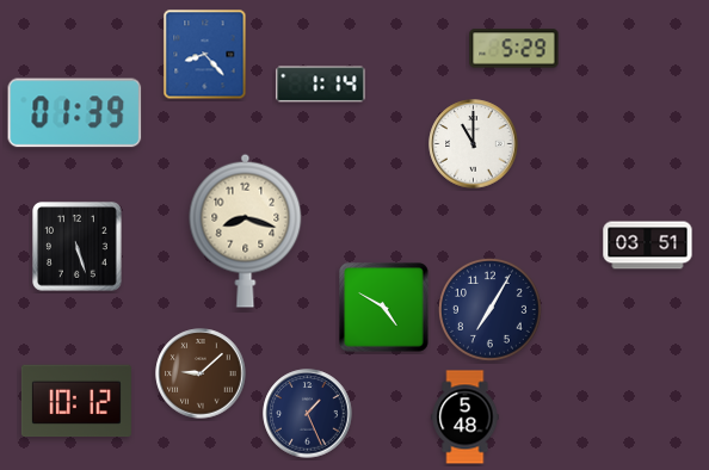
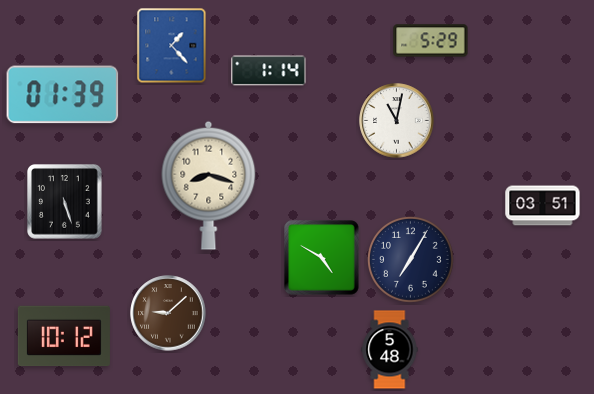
clock at (205, 55): 8:23 -> 1:23
clock at (474, 144): 11:00 -> 11:02
clock at (246, 230) position: (246, 230) -> (209, 185)
clock at (78, 247) position: (78, 247) -> (65, 202)
clock at (308, 414): 1:26 -> none
